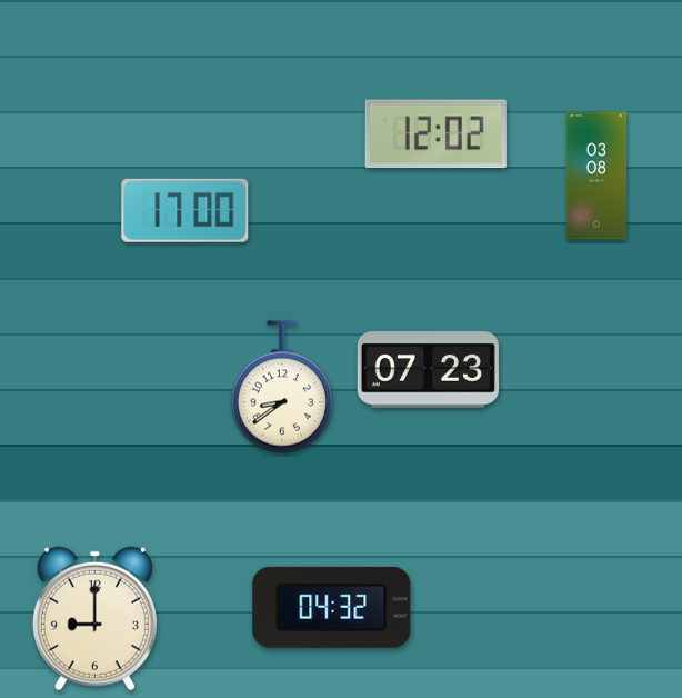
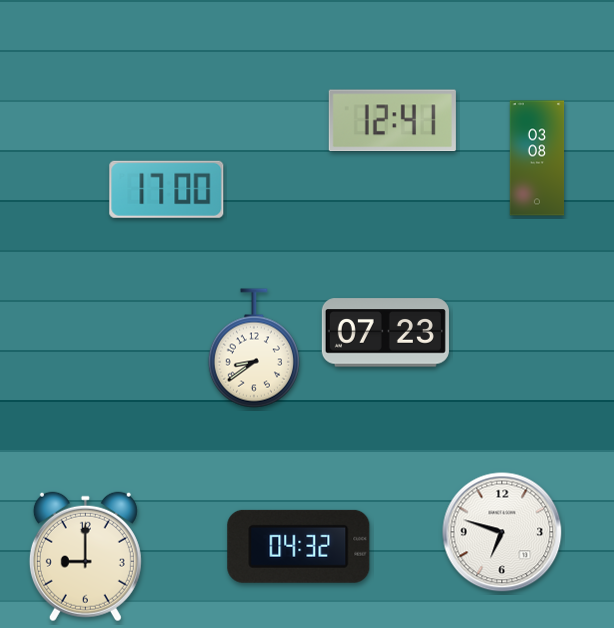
clock at (435, 134): 12:02 -> 12:41
clock at (502, 532): none -> 6:48
